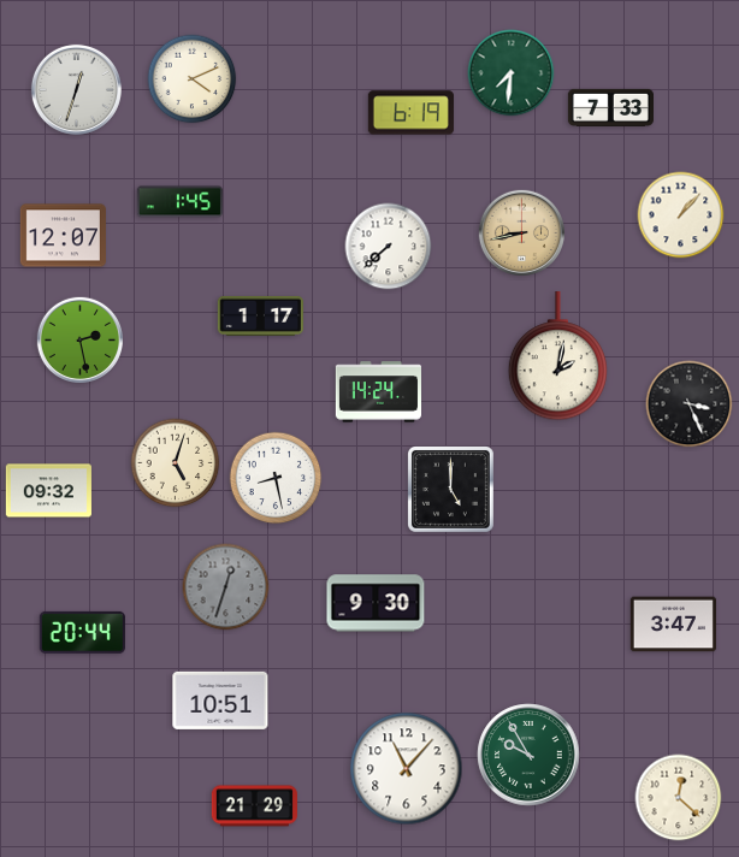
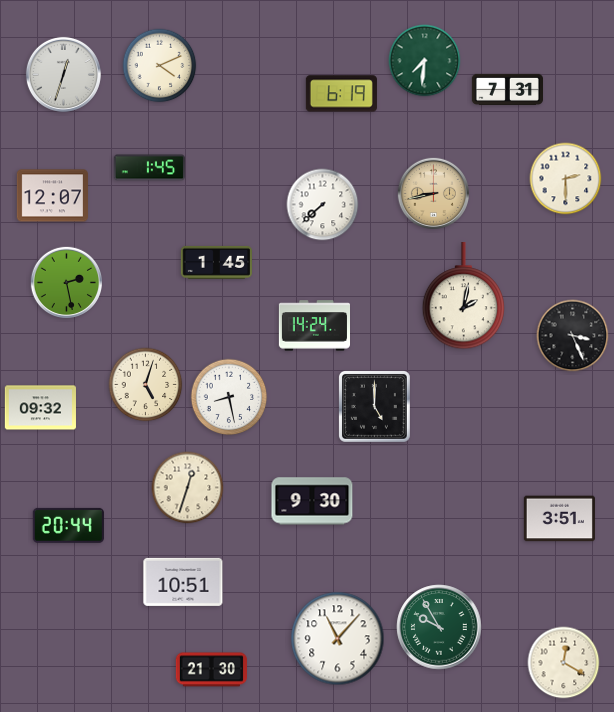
clock at (610, 107): 7:33 -> 7:31
clock at (681, 215): 1:07 -> 2:30
clock at (260, 315): 1:17 -> 1:45
clock at (226, 587) dial: grey -> cream
clock at (673, 625): 3:47 -> 3:51
clock at (679, 798): 12:22 -> 12:20
clock at (254, 806): 21:29 -> 21:30
